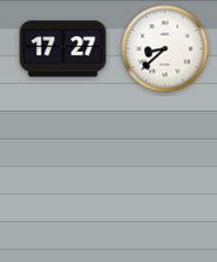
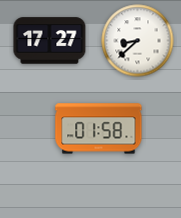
clock at (64, 49) position: (64, 49) -> (50, 41)
clock at (99, 129): none -> 01:58
